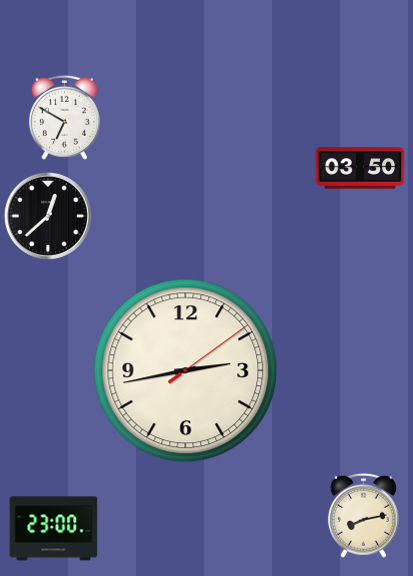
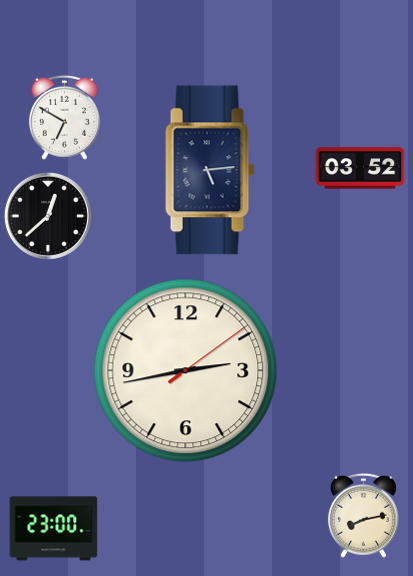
clock at (360, 168): 03:50 -> 03:52
clock at (210, 170): none -> 5:14
